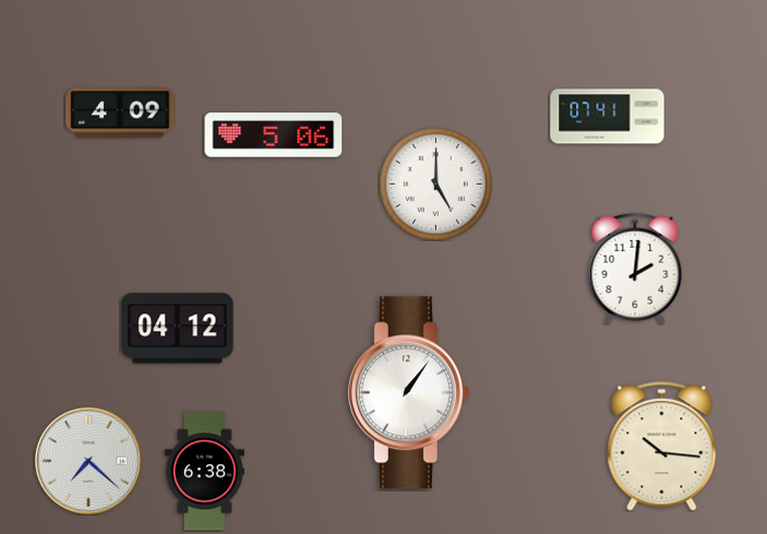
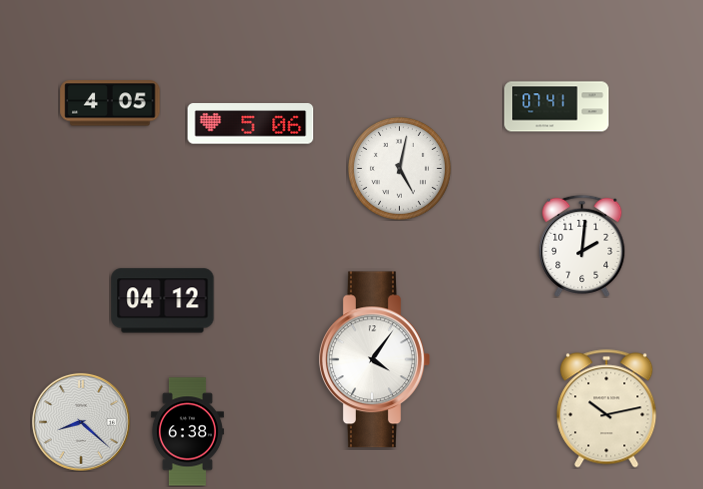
clock at (120, 112): 4:09 -> 4:05
clock at (436, 185): 5:00 -> 5:02
clock at (408, 393): 1:06 -> 4:06
clock at (662, 447): 10:16 -> 10:13
clock at (88, 461): 7:22 -> 8:22
